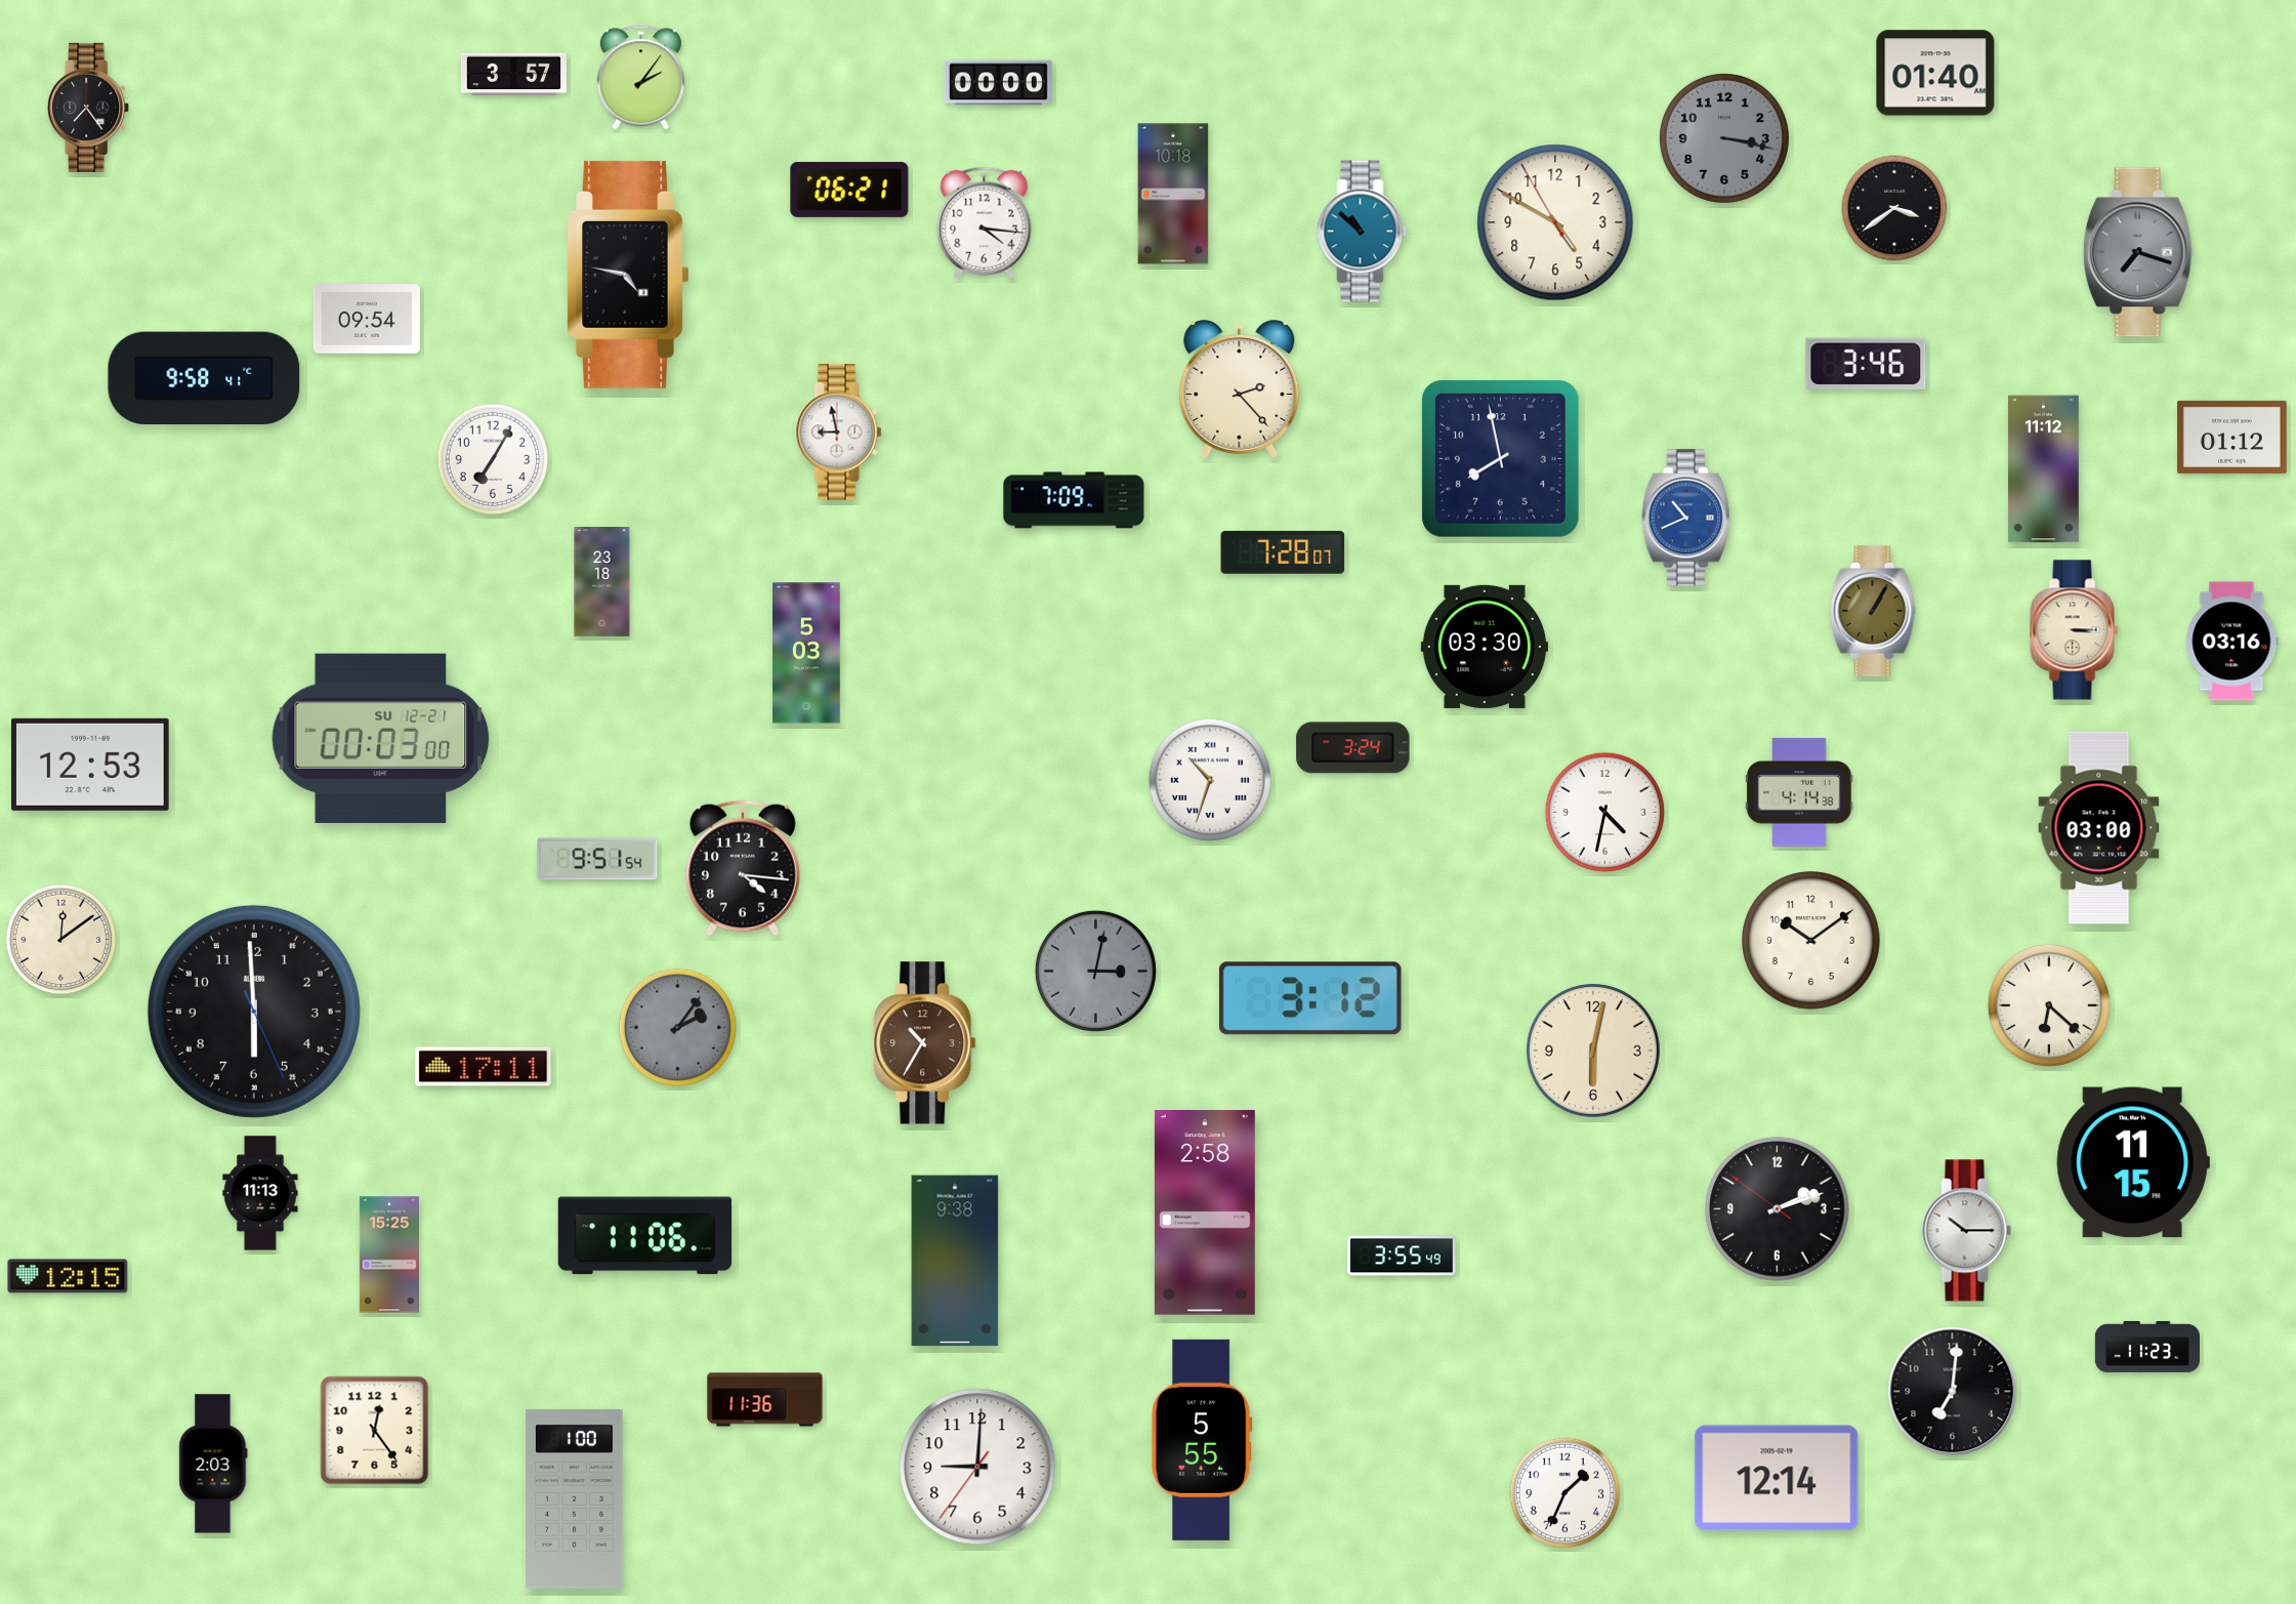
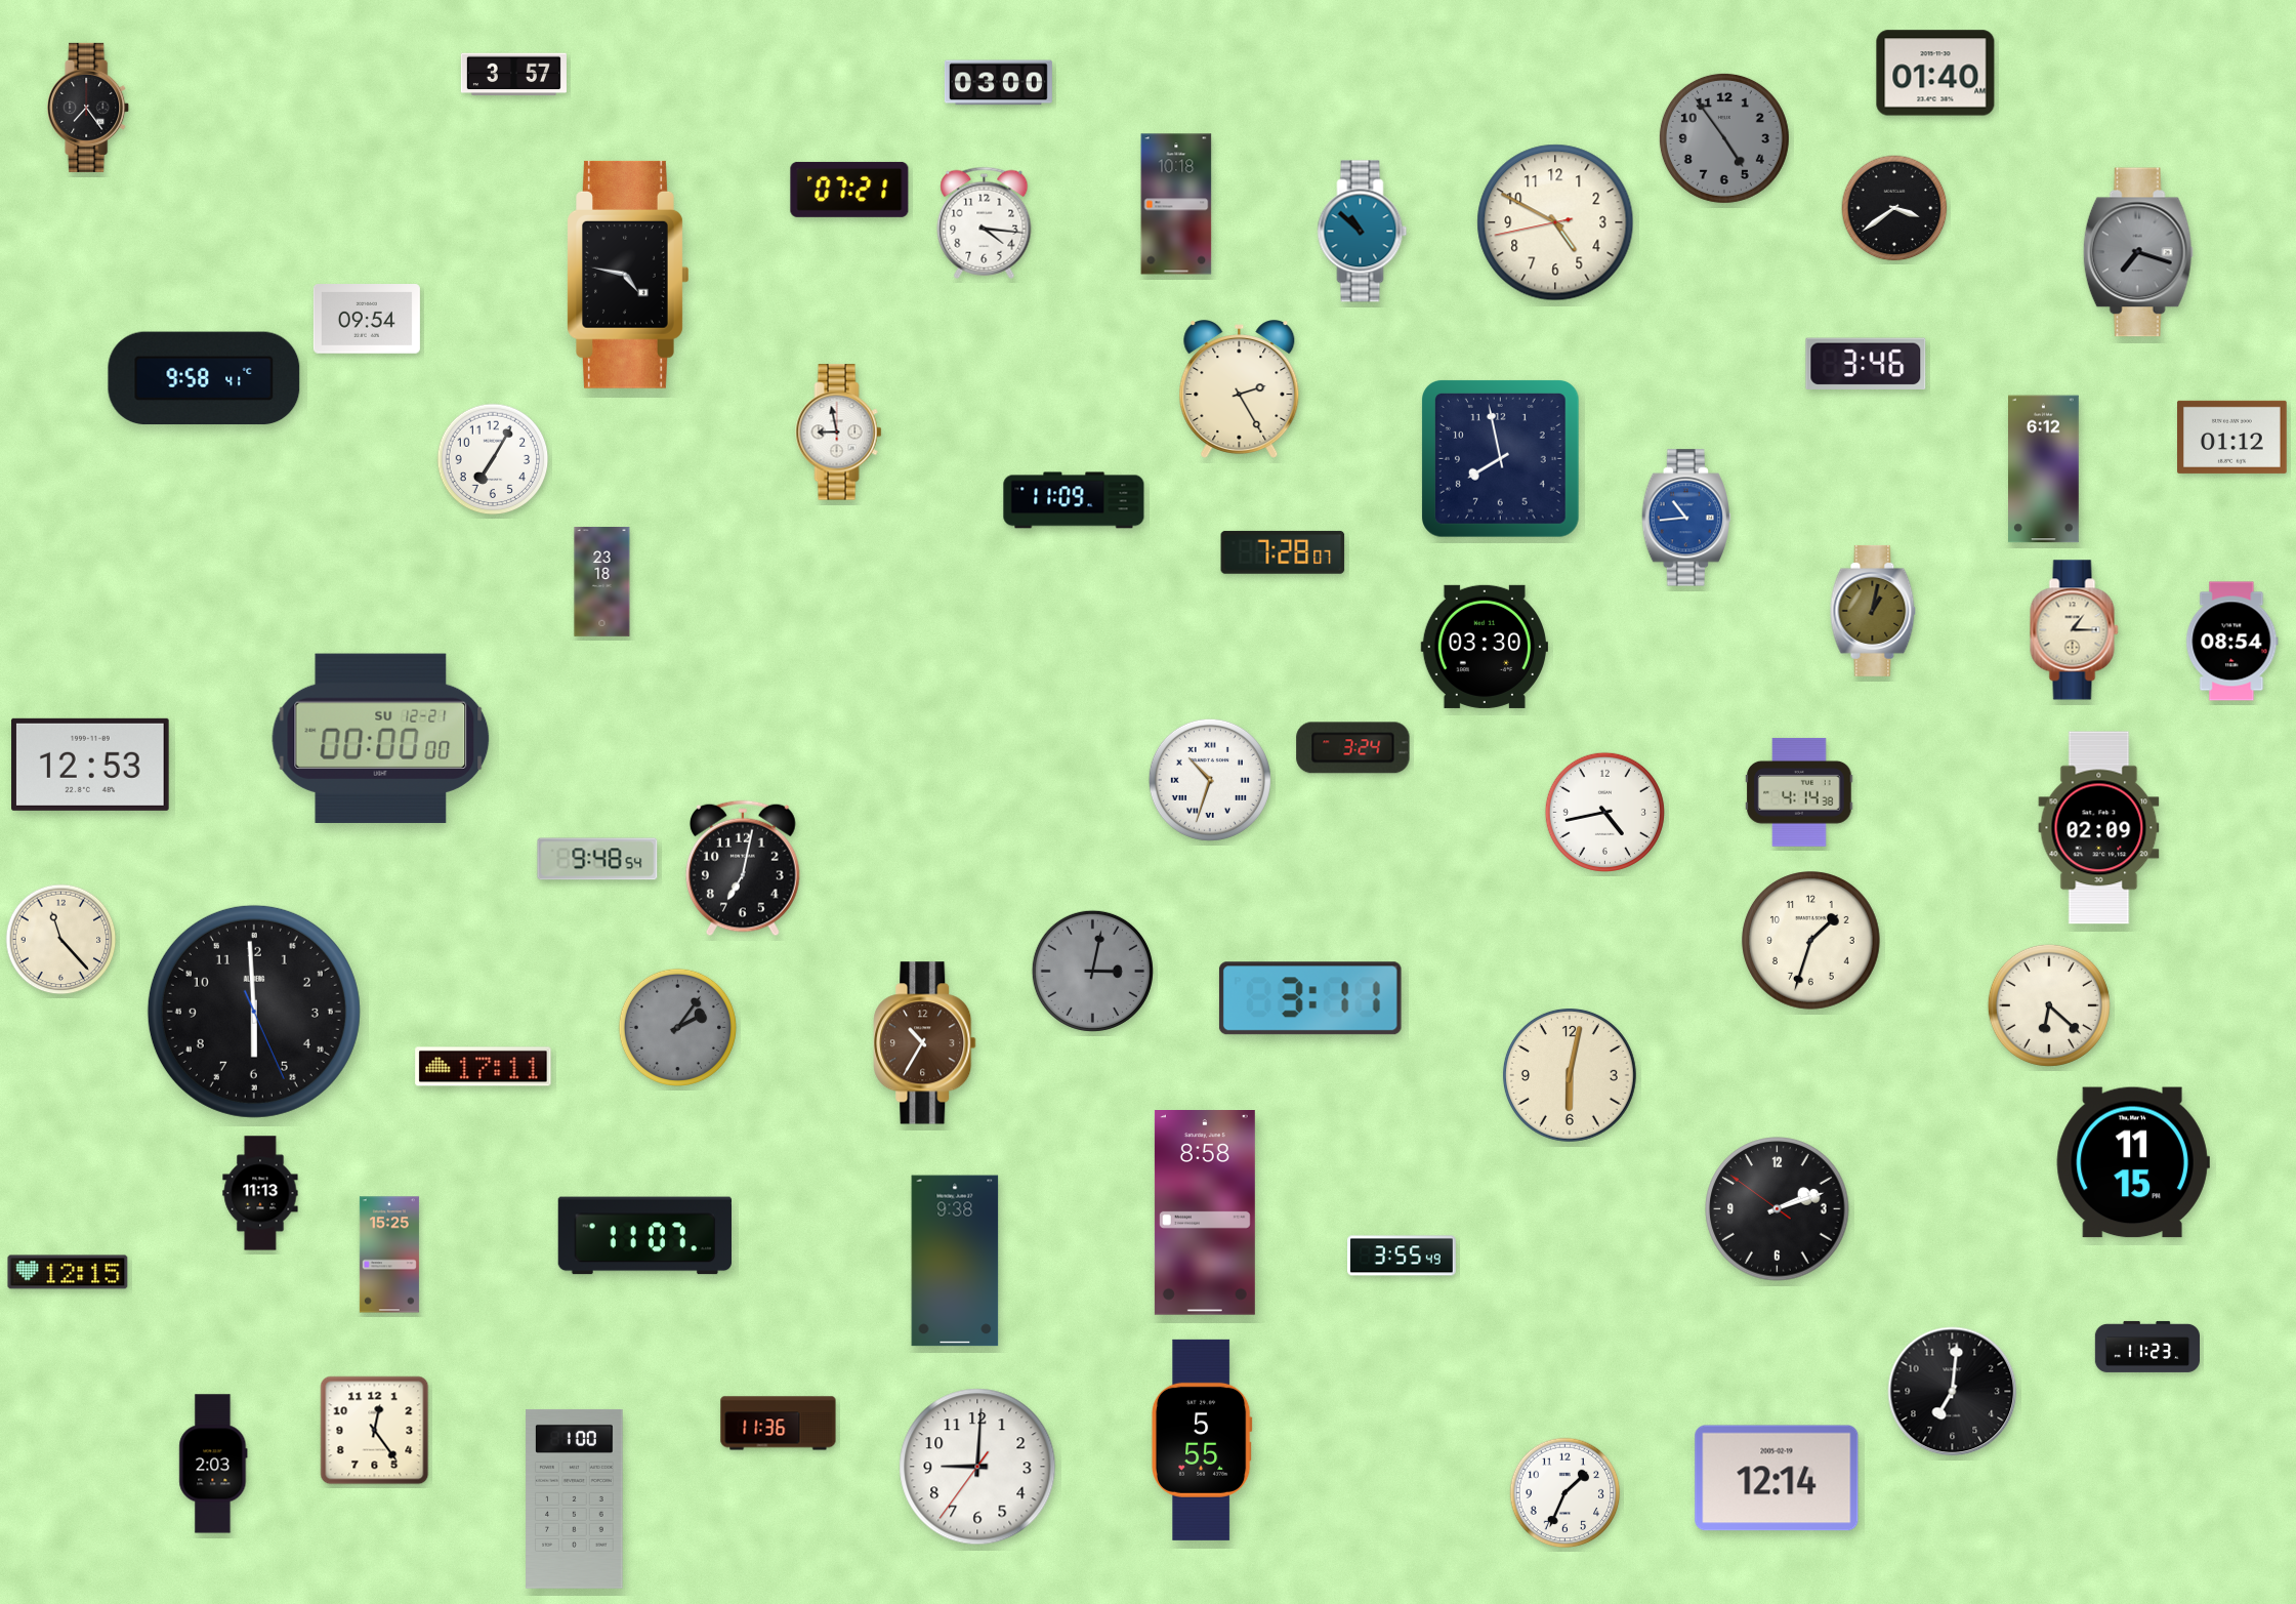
clock at (640, 78): 2:06 -> none
clock at (998, 83): 00:00 -> 03:00
clock at (1724, 138): 3:17 -> 4:54
clock at (849, 190): 06:21 -> 07:21
clock at (1173, 194) position: (1173, 194) -> (1176, 204)
clock at (1555, 222): 4:49:55 -> 4:49:43
clock at (1240, 389): 2:23 -> 2:25
clock at (2044, 469): 11:12 -> 6:12
clock at (1074, 500): 7:09 -> 11:09
clock at (1685, 518): 10:41 -> 10:44
clock at (1873, 611): 1:05 -> 1:02
clock at (2075, 630): 3:15 -> 1:15
clock at (2232, 642): 03:16 -> 08:54
clock at (806, 653): 5:03 -> none
clock at (381, 738): 00:03 -> 00:00
clock at (1604, 812): 4:32 -> 4:43
clock at (2099, 828): 03:00 -> 02:09
clock at (597, 859): 9:51 -> 9:48
clock at (743, 868): 4:16 -> 7:02
clock at (61, 940): 12:09 -> 11:23
clock at (1811, 941): 10:09 -> 1:33
clock at (1095, 971) position: (1095, 971) -> (1092, 971)
clock at (1310, 998): 3:12 -> 3:11
clock at (1593, 1051) position: (1593, 1051) -> (1570, 1075)
clock at (1205, 1214): 2:58 -> 8:58
clock at (1967, 1231): 10:15 -> none
clock at (644, 1236): 11:06 -> 11:07
clock at (68, 1276) position: (68, 1276) -> (68, 1272)
clock at (765, 1400) position: (765, 1400) -> (779, 1424)
